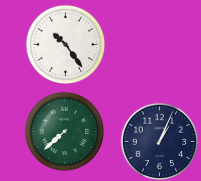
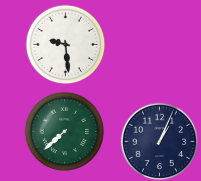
clock at (65, 44): 10:24 -> 9:29
